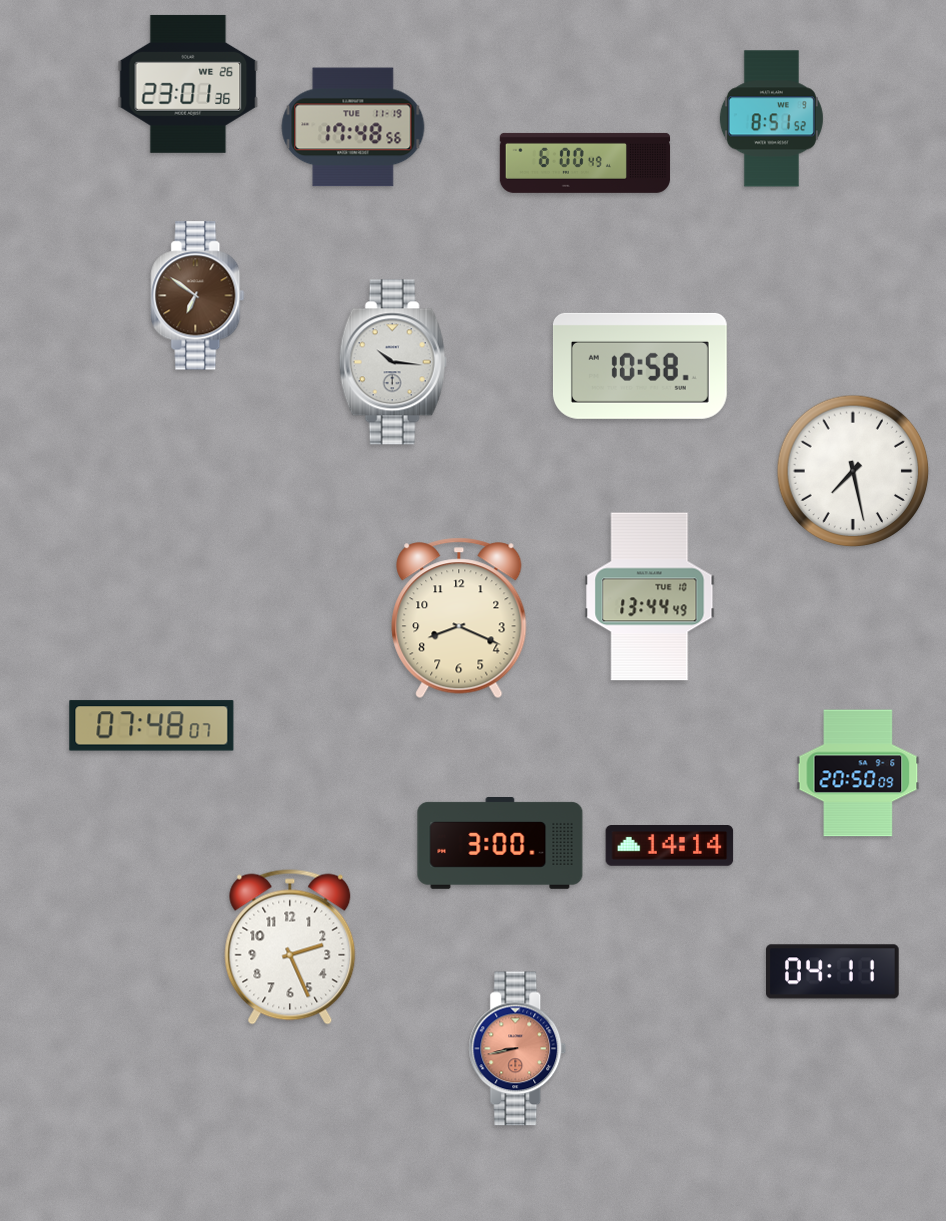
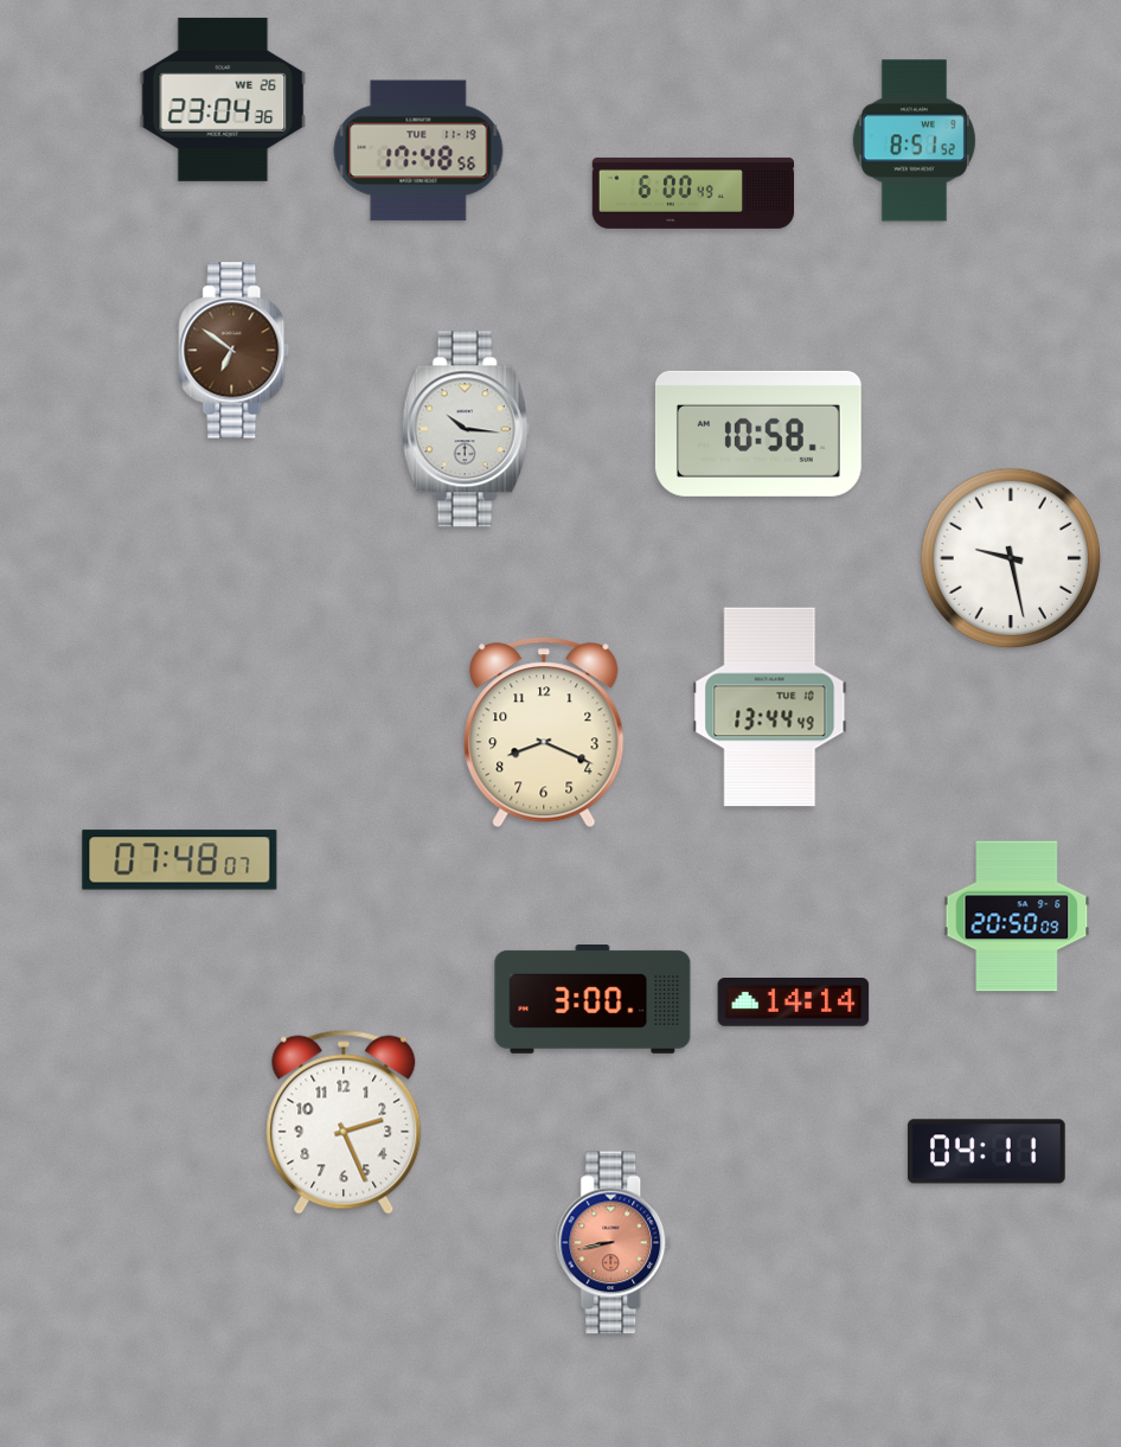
clock at (188, 84): 23:01 -> 23:04
clock at (853, 471): 7:28 -> 9:28
